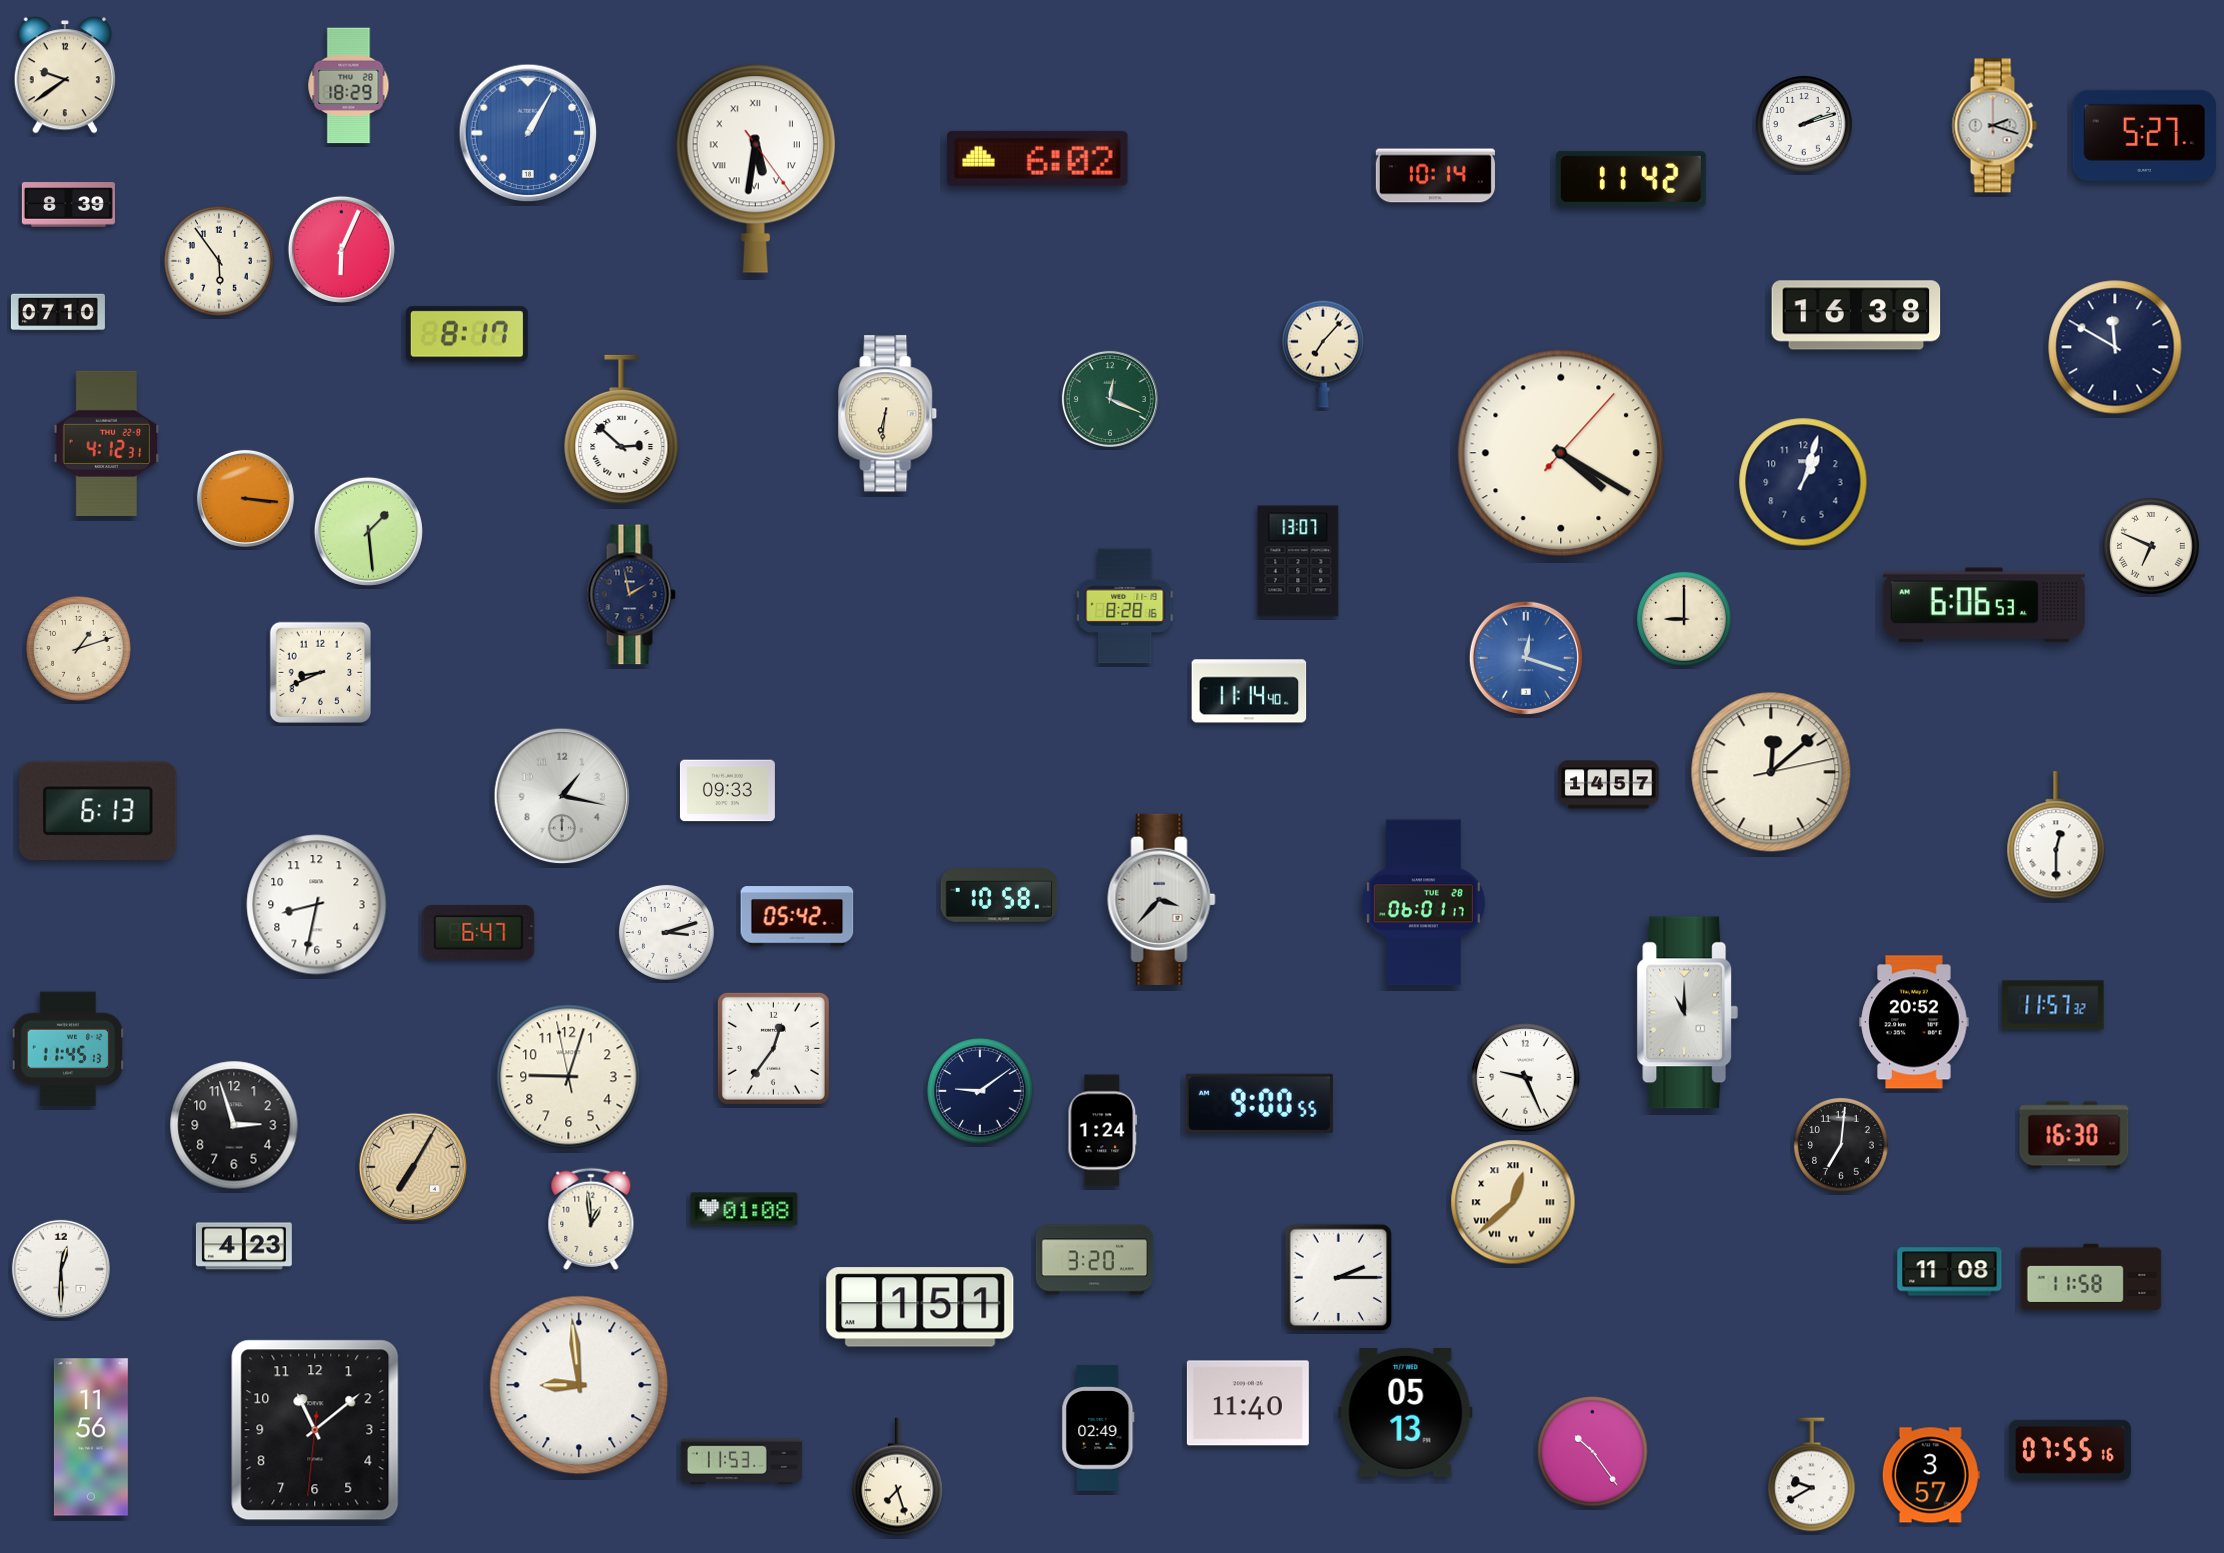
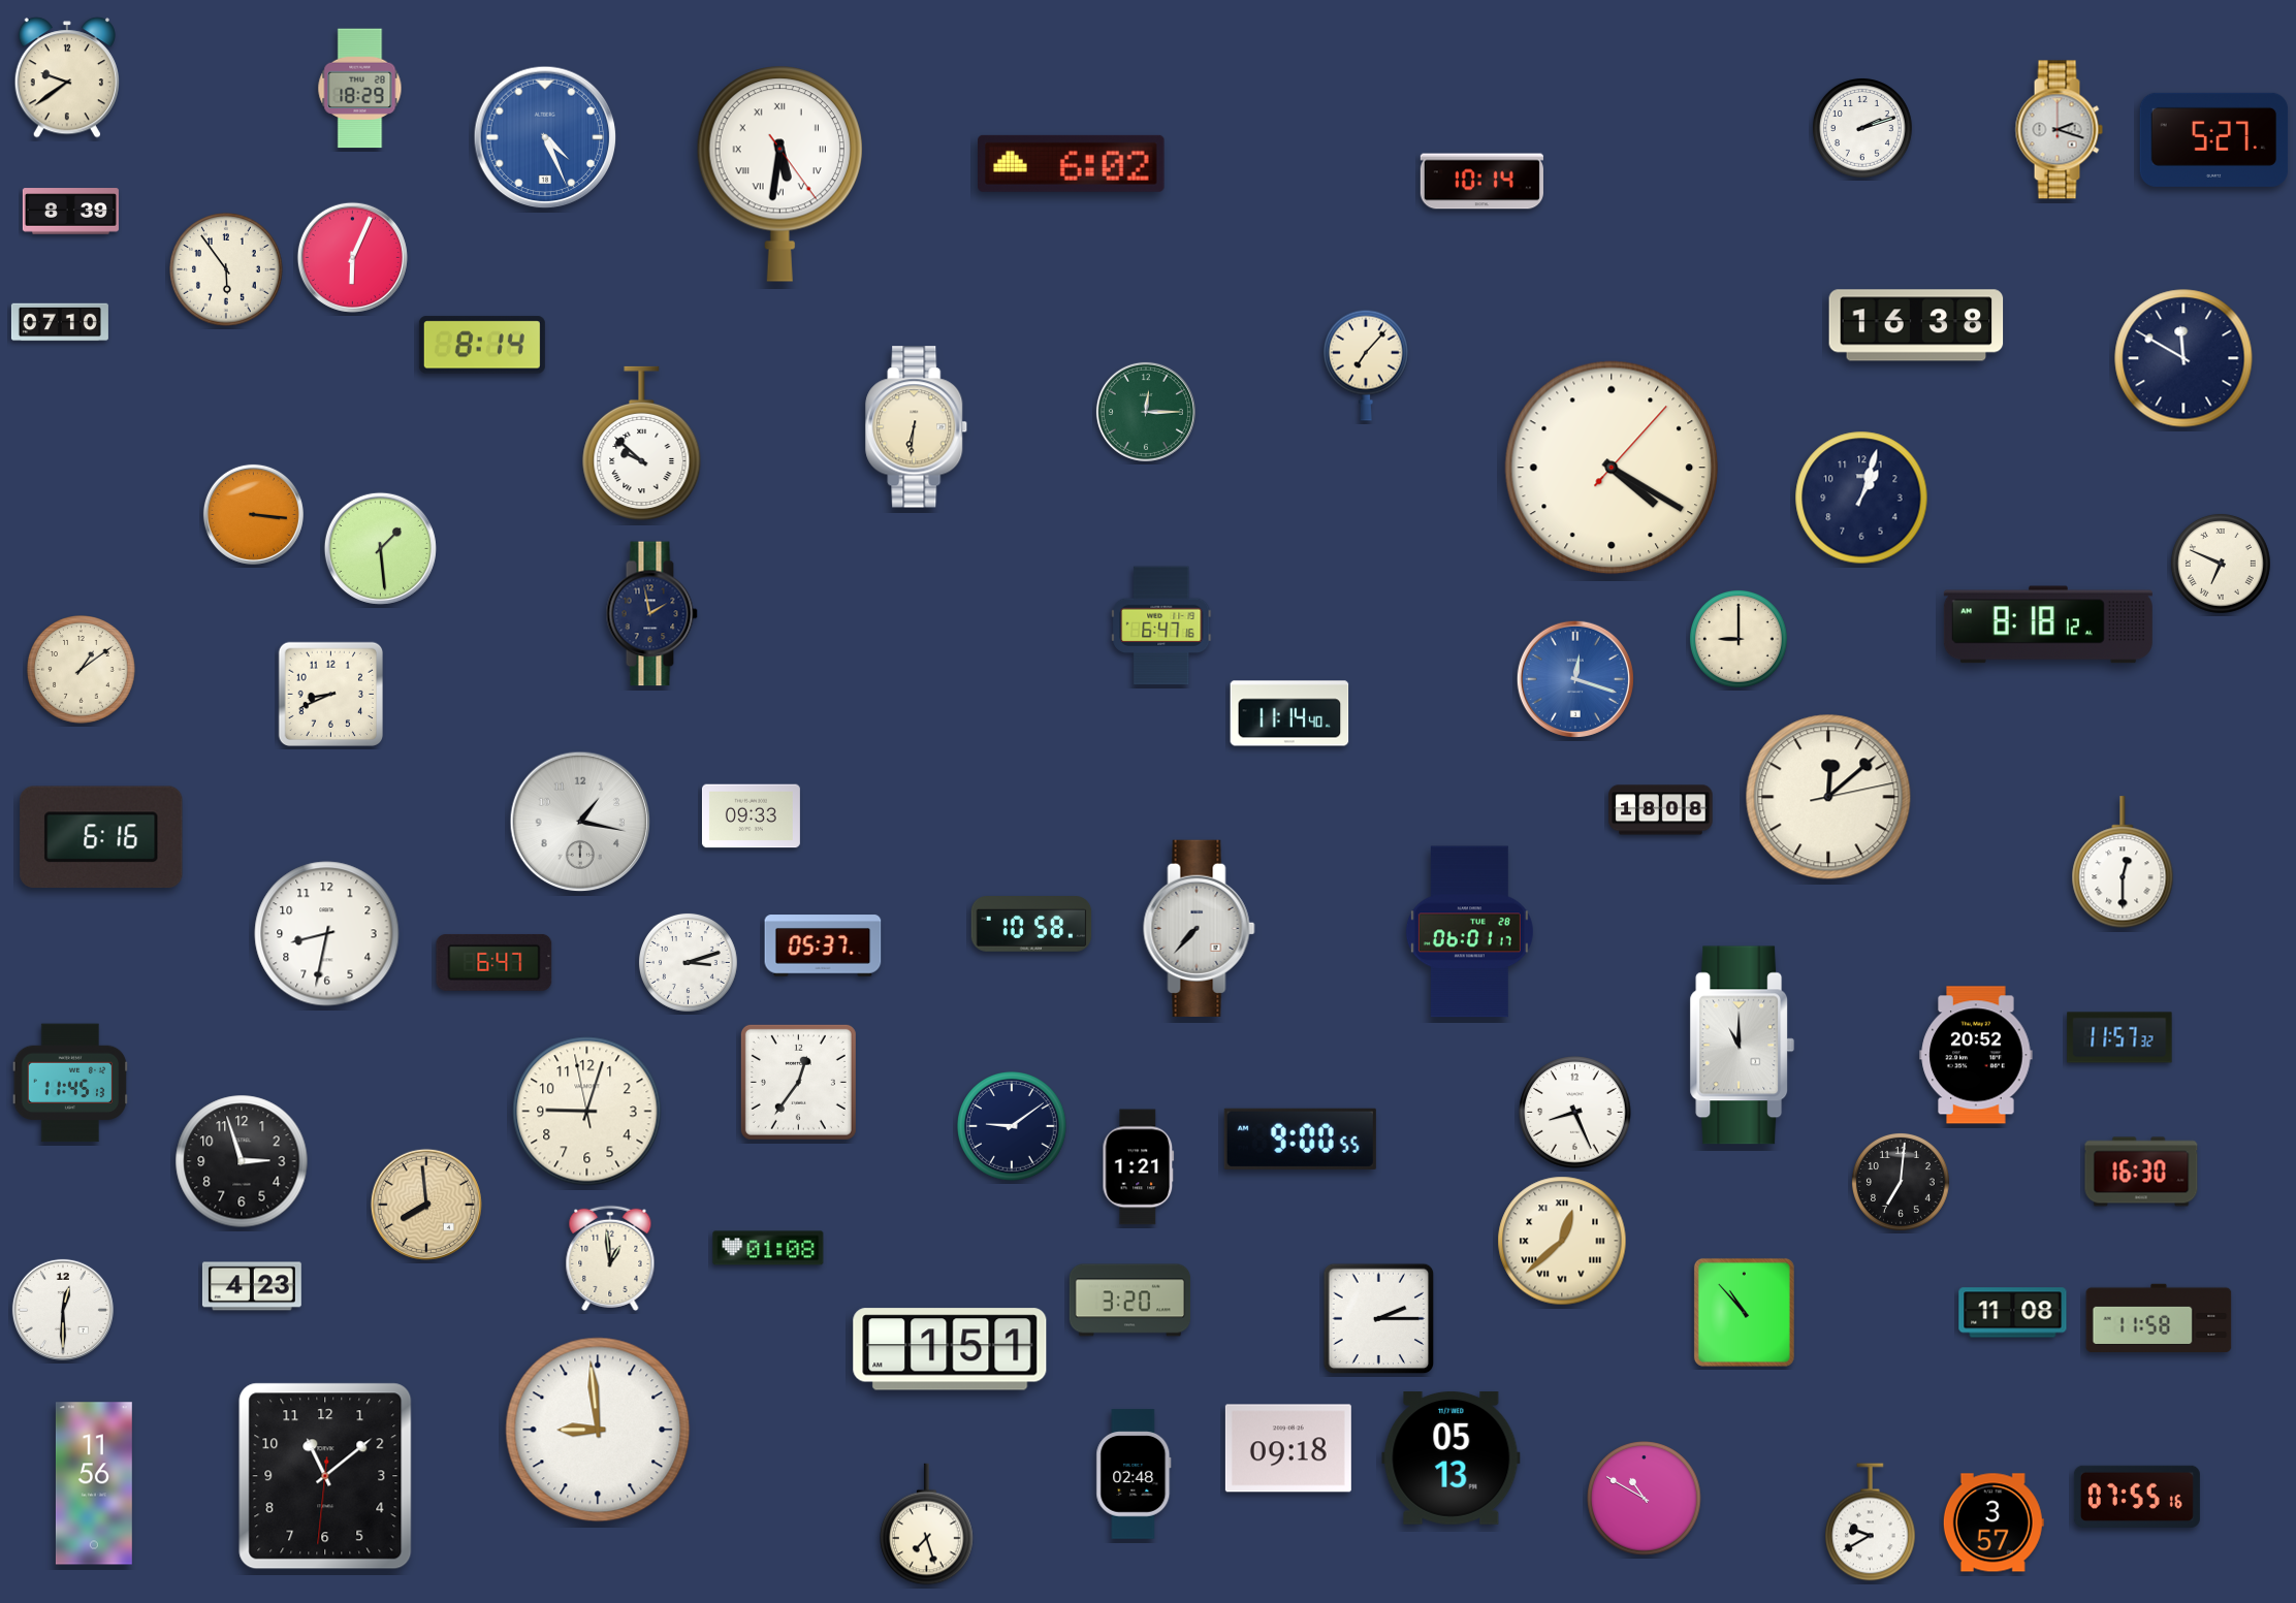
clock at (528, 133): 1:05 -> 4:26
clock at (1631, 179): 11:42 -> none
clock at (467, 334): 8:17 -> 8:14
clock at (1110, 399): 12:19 -> 12:15
clock at (622, 430): 2:52 -> 9:52
clock at (107, 443): 4:12 -> none
clock at (1298, 561): 13:07 -> none
clock at (1984, 605): 6:06 -> 8:18
clock at (1125, 606): 8:28 -> 6:47
clock at (79, 649): 1:12 -> 1:09
clock at (1609, 785): 14:57 -> 18:08
clock at (98, 811): 6:13 -> 6:16
clock at (1162, 899): 3:37 -> 7:37
clock at (797, 916): 05:42 -> 05:37
clock at (1526, 1078): 9:26 -> 8:26
clock at (1103, 1131): 1:24 -> 1:21
clock at (413, 1167): 7:05 -> 7:59
clock at (1744, 1312): none -> 10:53
clock at (1339, 1278) position: (1339, 1278) -> (1379, 1319)
clock at (1248, 1403): 11:40 -> 09:18
clock at (1098, 1428): 02:49 -> 02:48
clock at (1593, 1452): 10:24 -> 10:50
clock at (741, 1462): 11:53 -> none
